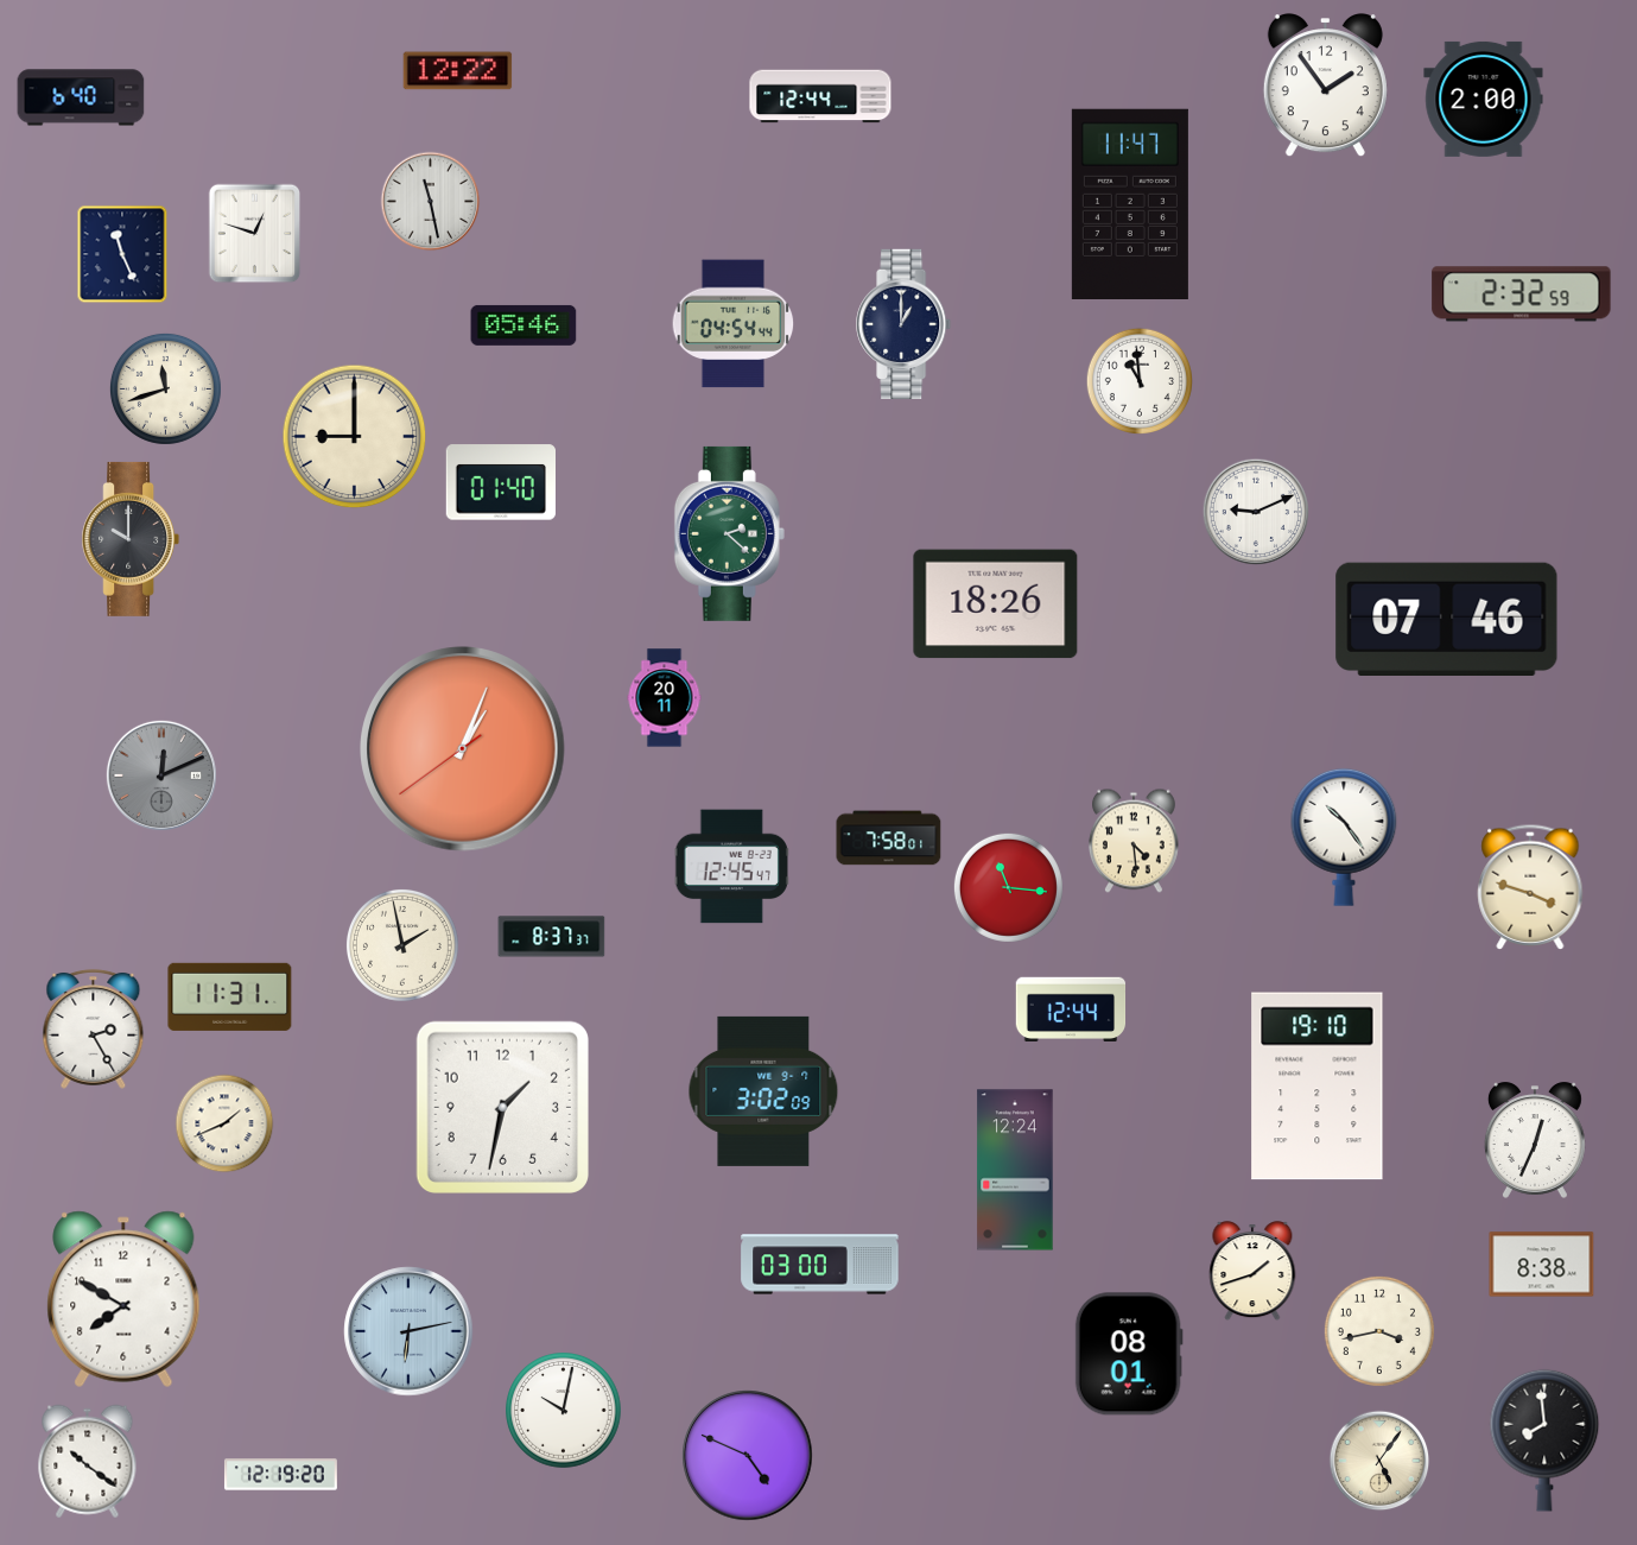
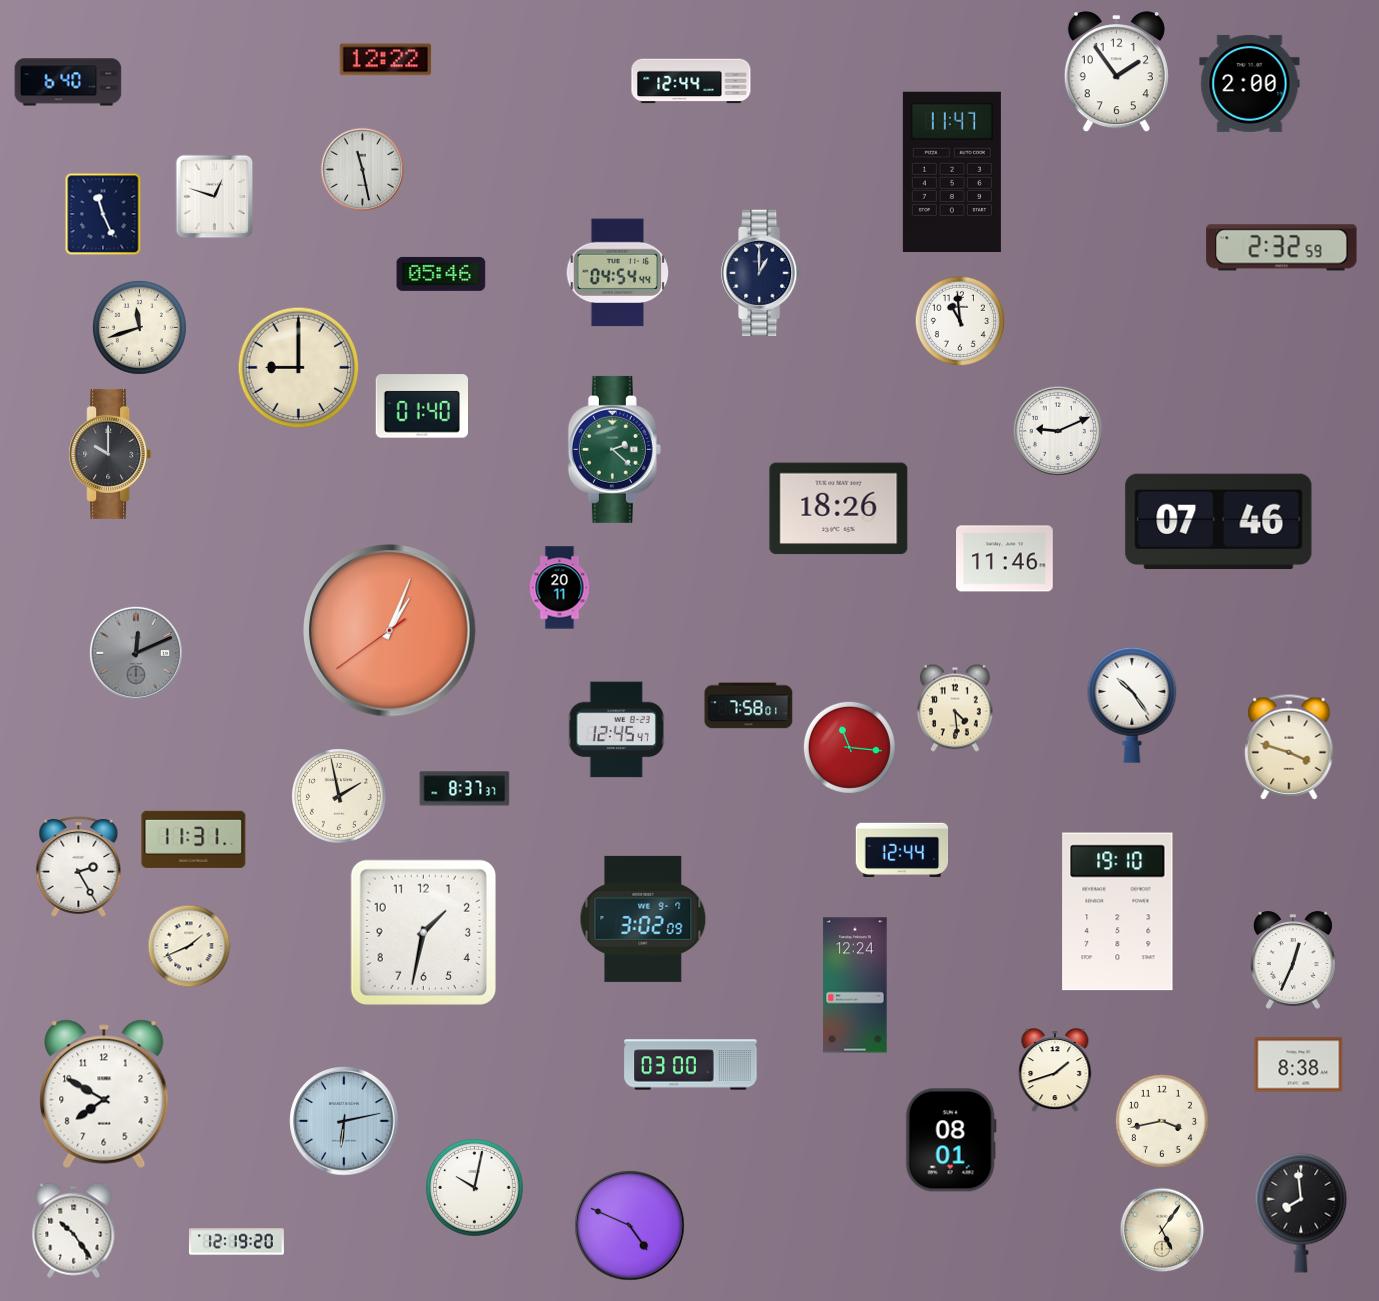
clock at (1005, 559): none -> 11:46
clock at (1318, 1087) position: (1318, 1087) -> (1118, 912)
clock at (88, 1462): 10:21 -> 10:24
